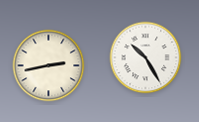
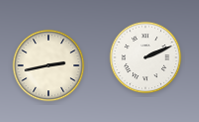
clock at (146, 58): 10:25 -> 2:11
